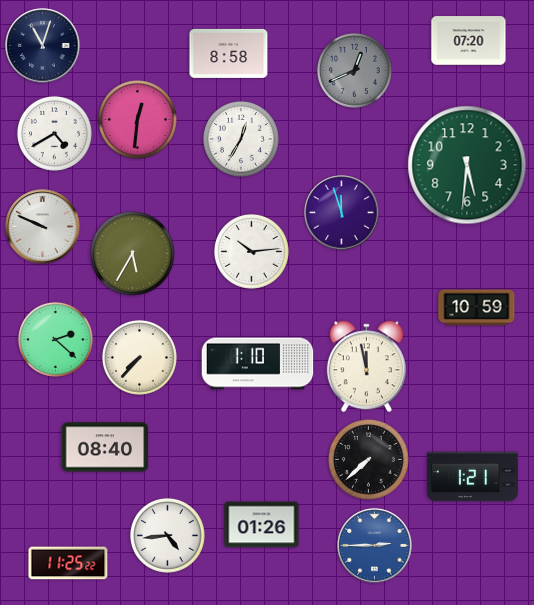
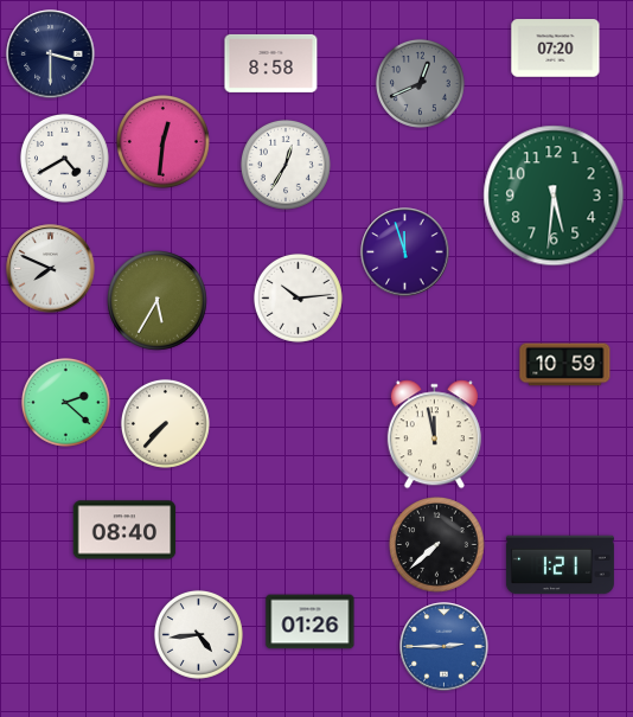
clock at (43, 46): 11:03 -> 3:30
clock at (43, 227): 9:49 -> 7:49
clock at (258, 364): 1:10 -> none
clock at (68, 563): 11:25 -> none
